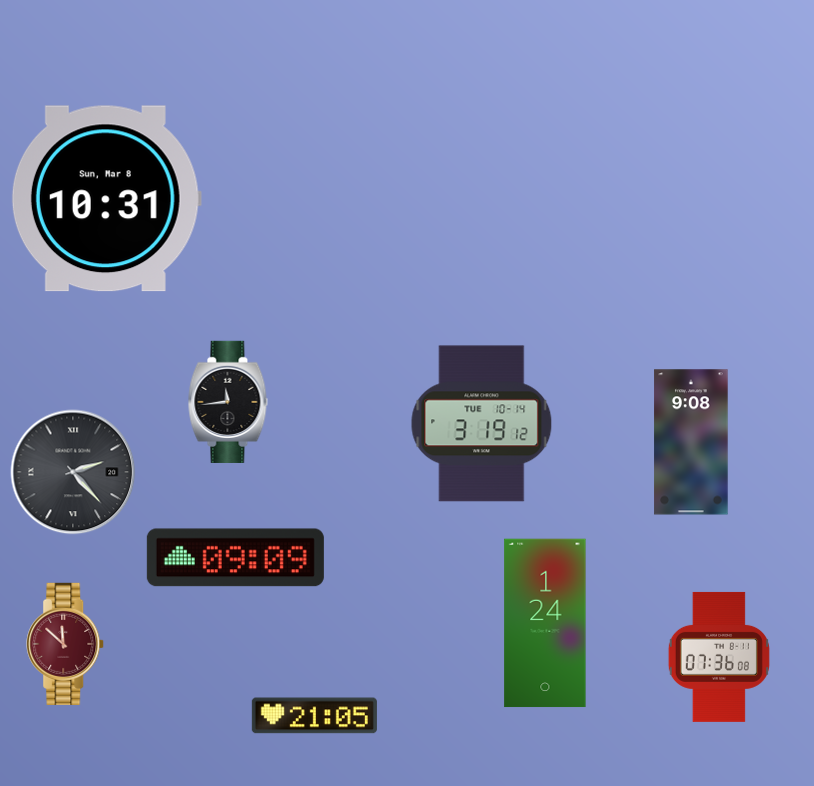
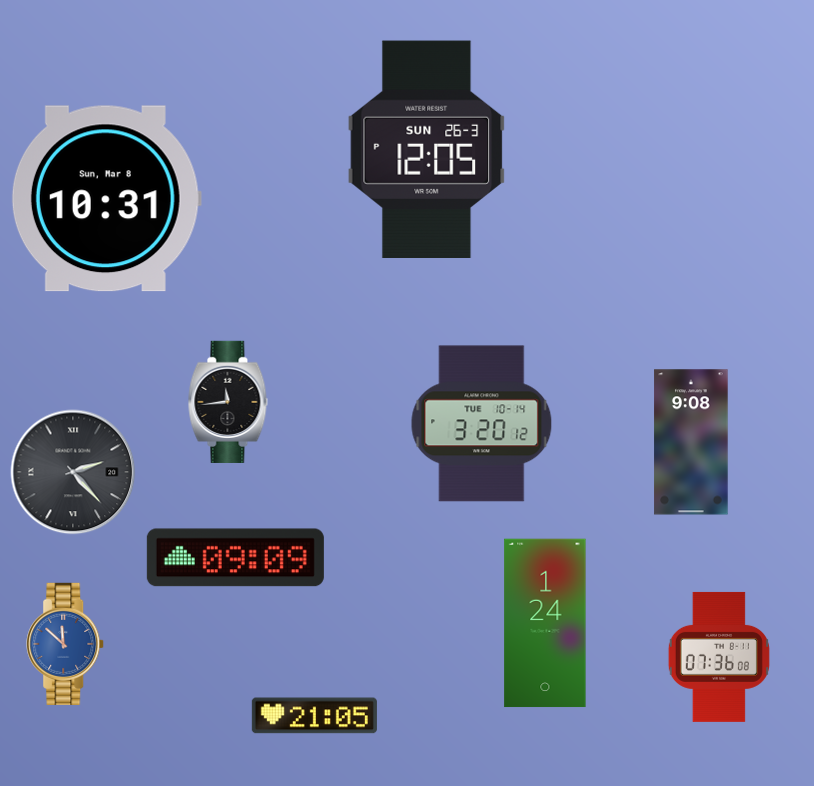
clock at (427, 149): none -> 12:05
clock at (482, 424): 3:19 -> 3:20
clock at (66, 644) dial: burgundy -> blue
